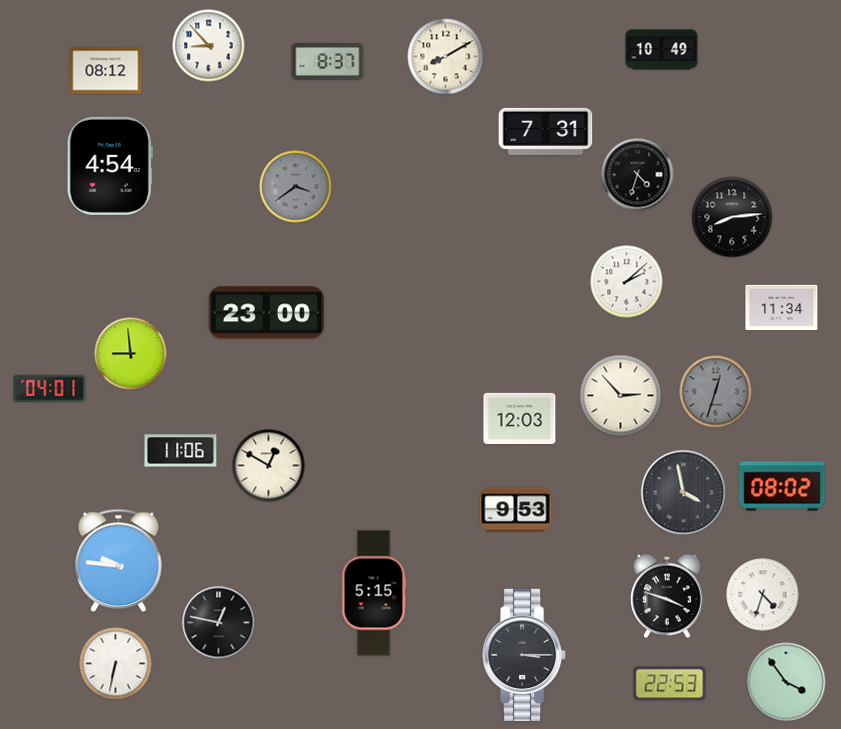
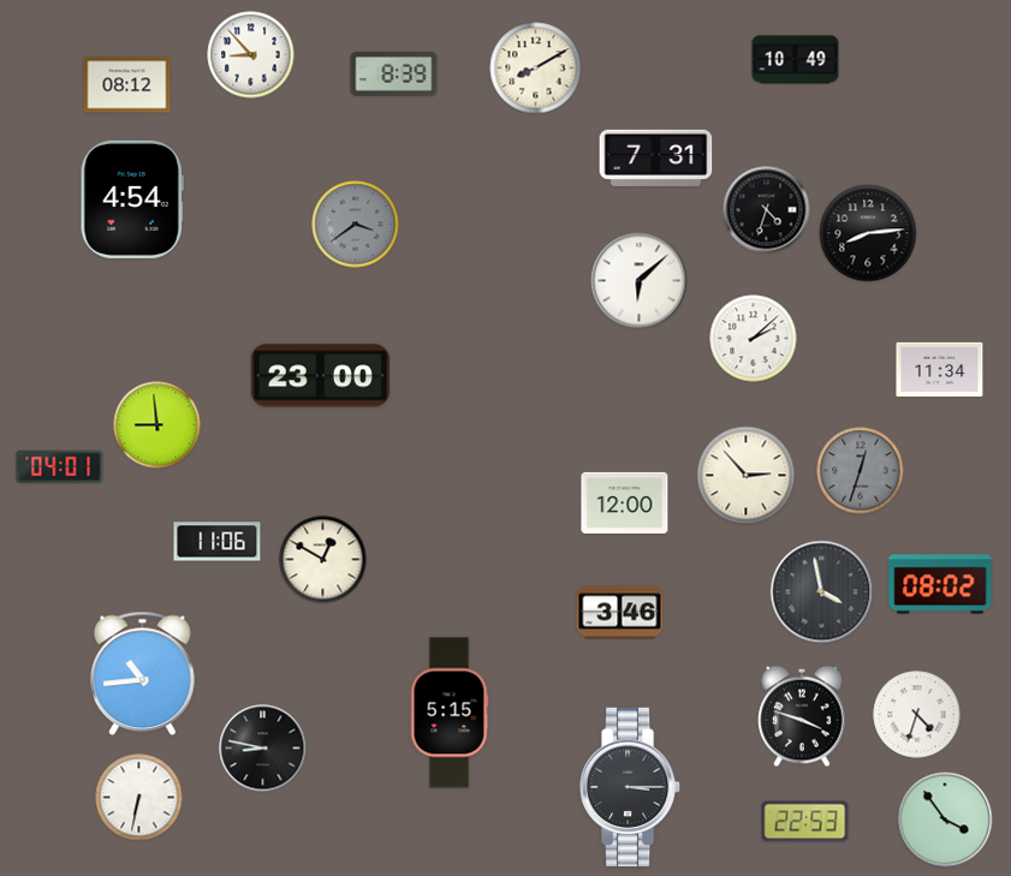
clock at (328, 61): 8:37 -> 8:39
clock at (732, 217) position: (732, 217) -> (868, 233)
clock at (640, 281): none -> 6:08
clock at (520, 418): 12:03 -> 12:00
clock at (516, 510): 9:53 -> 3:46
clock at (119, 561): 9:46 -> 10:44
clock at (219, 623): 12:47 -> 8:47
